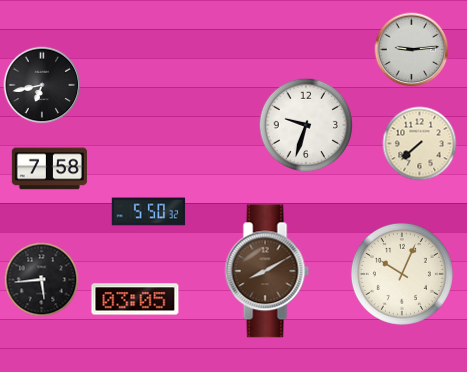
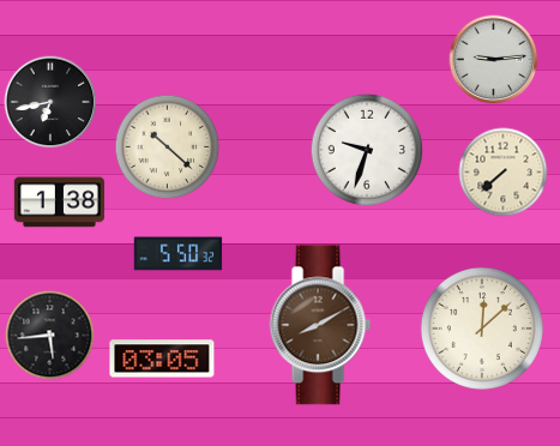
clock at (168, 147): none -> 10:22
clock at (49, 169): 7:58 -> 1:38
clock at (402, 274): 10:04 -> 12:08
